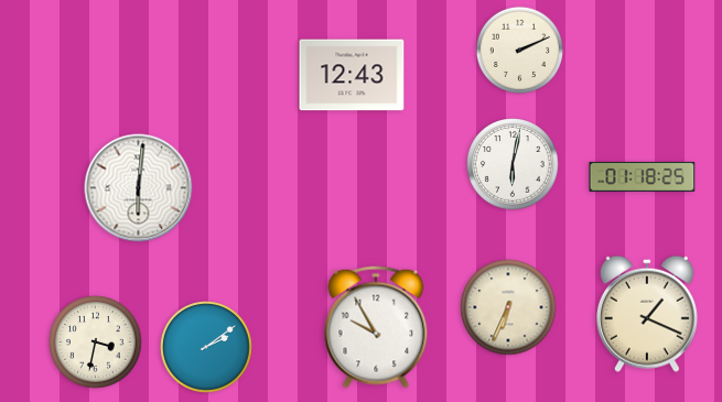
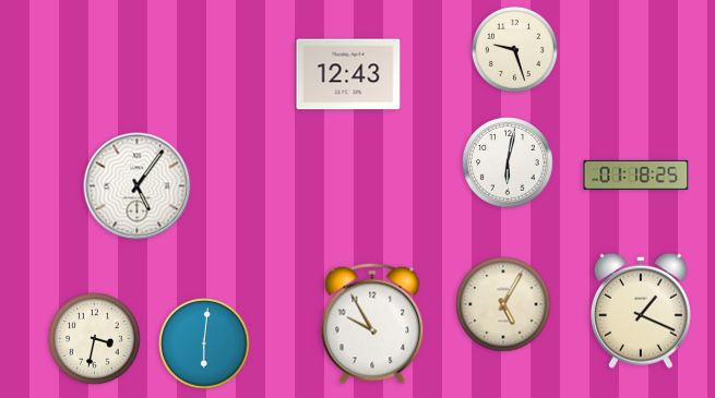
clock at (519, 50): 2:11 -> 9:27
clock at (139, 188): 6:01 -> 5:06
clock at (508, 307): 6:34 -> 5:05
clock at (206, 347): 2:09 -> 6:01
